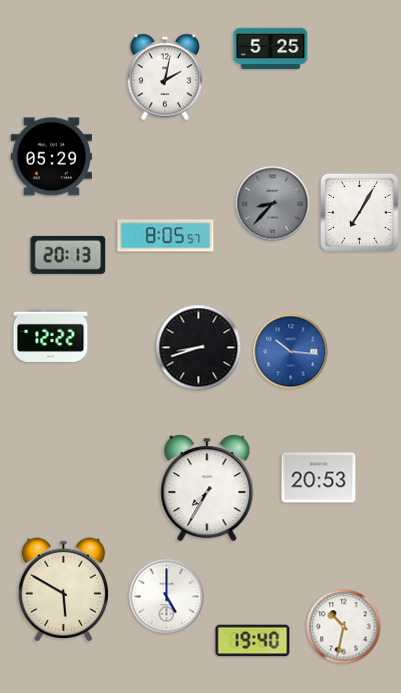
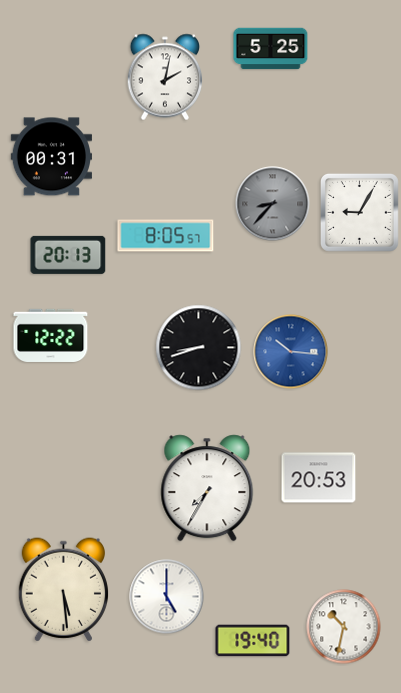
clock at (51, 157): 05:29 -> 00:31
clock at (359, 212): 7:05 -> 9:05
clock at (63, 590): 5:50 -> 5:29
